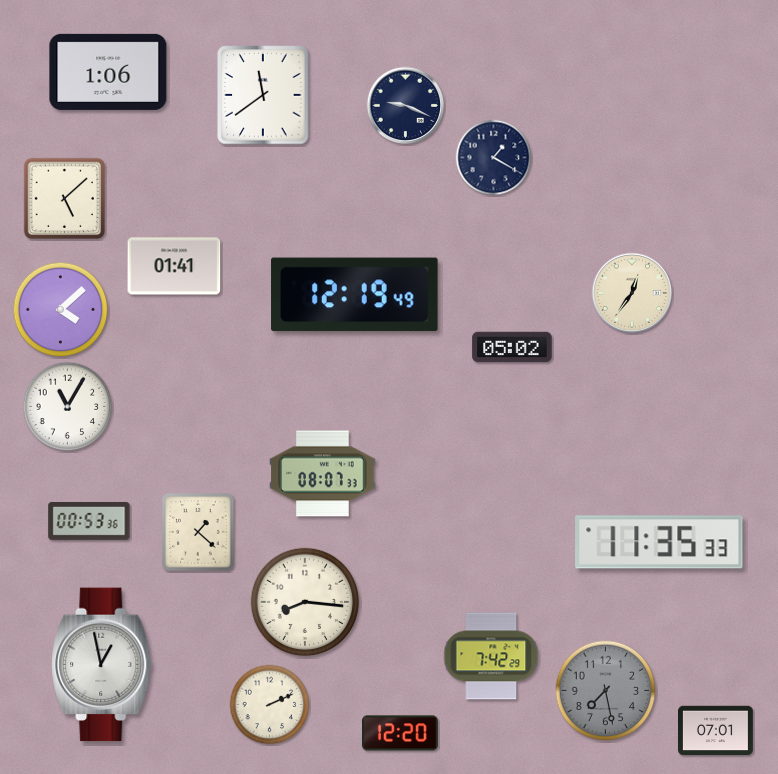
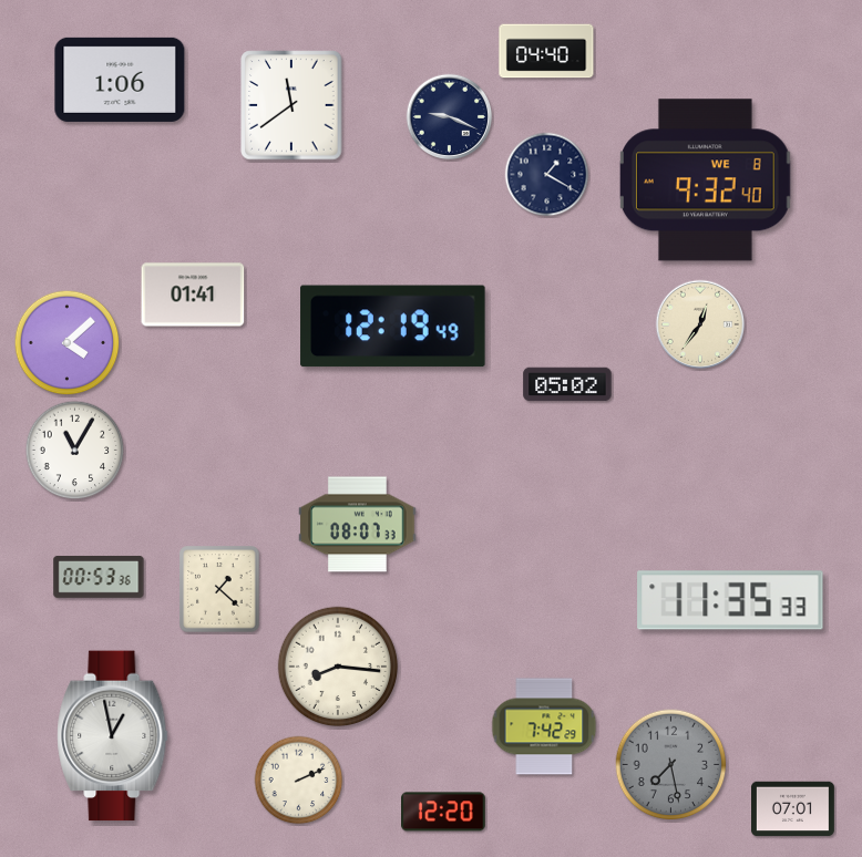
clock at (546, 51): none -> 04:40
clock at (705, 180): none -> 9:32
clock at (64, 198): 5:08 -> none
